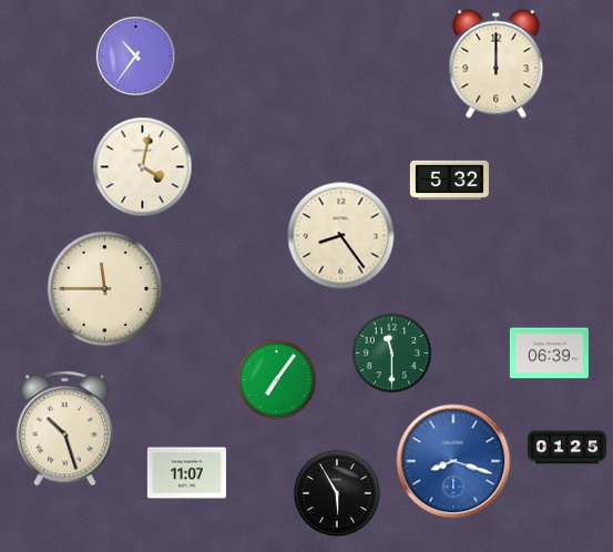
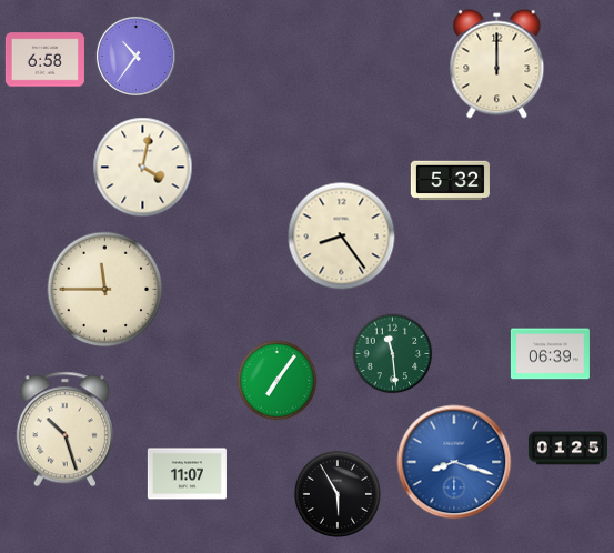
clock at (44, 60): none -> 6:58
clock at (392, 354): 11:30 -> 11:29
